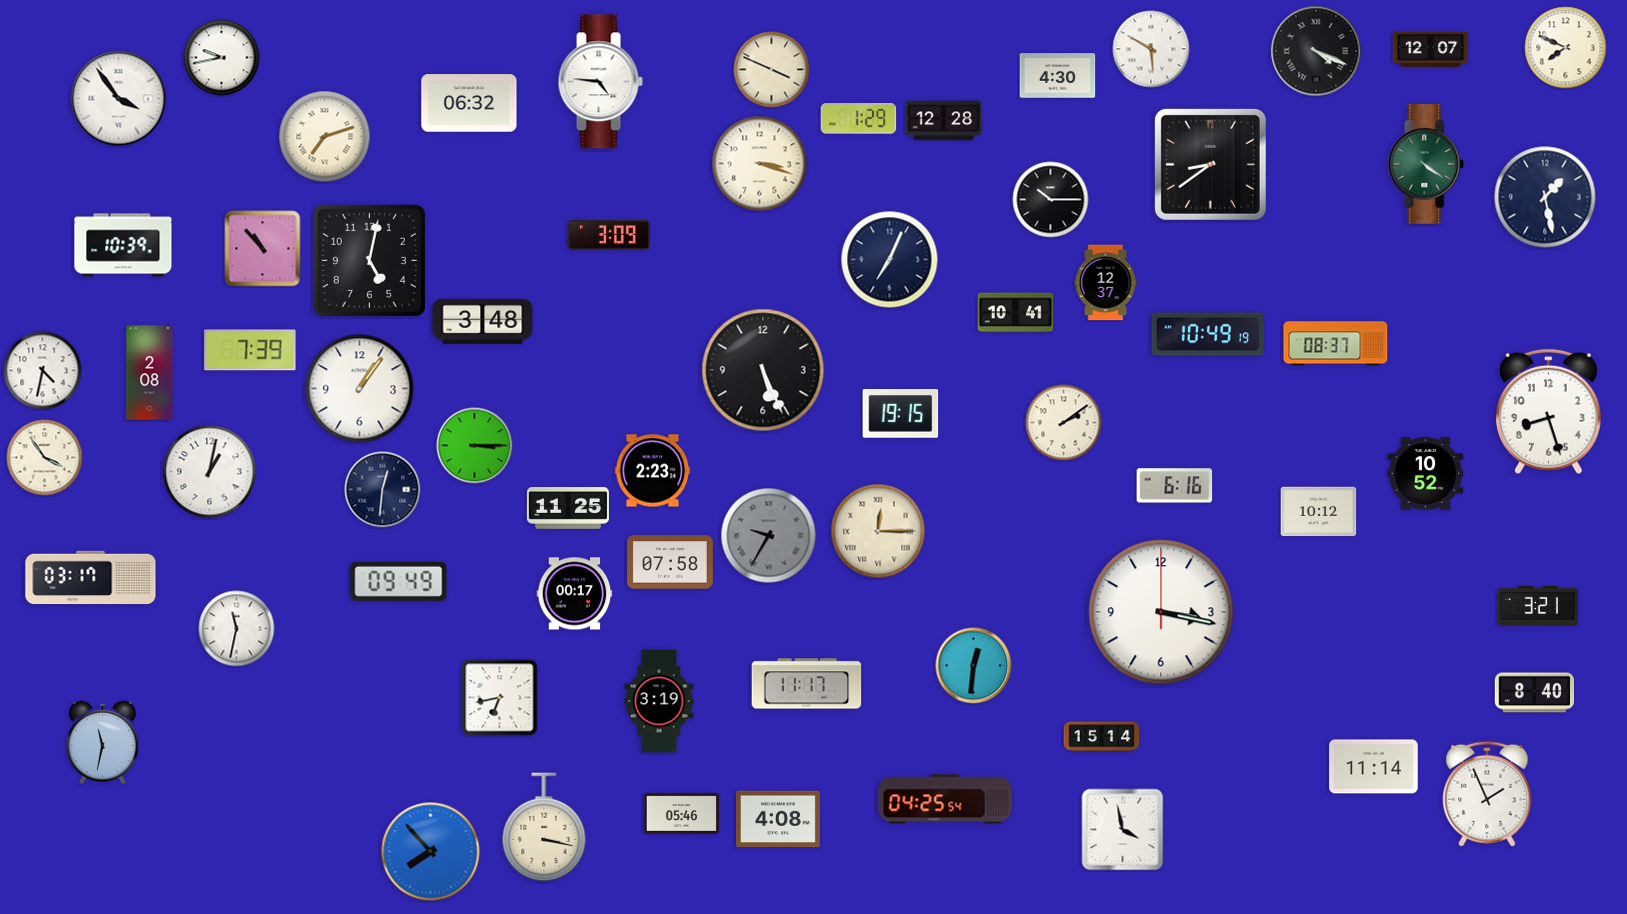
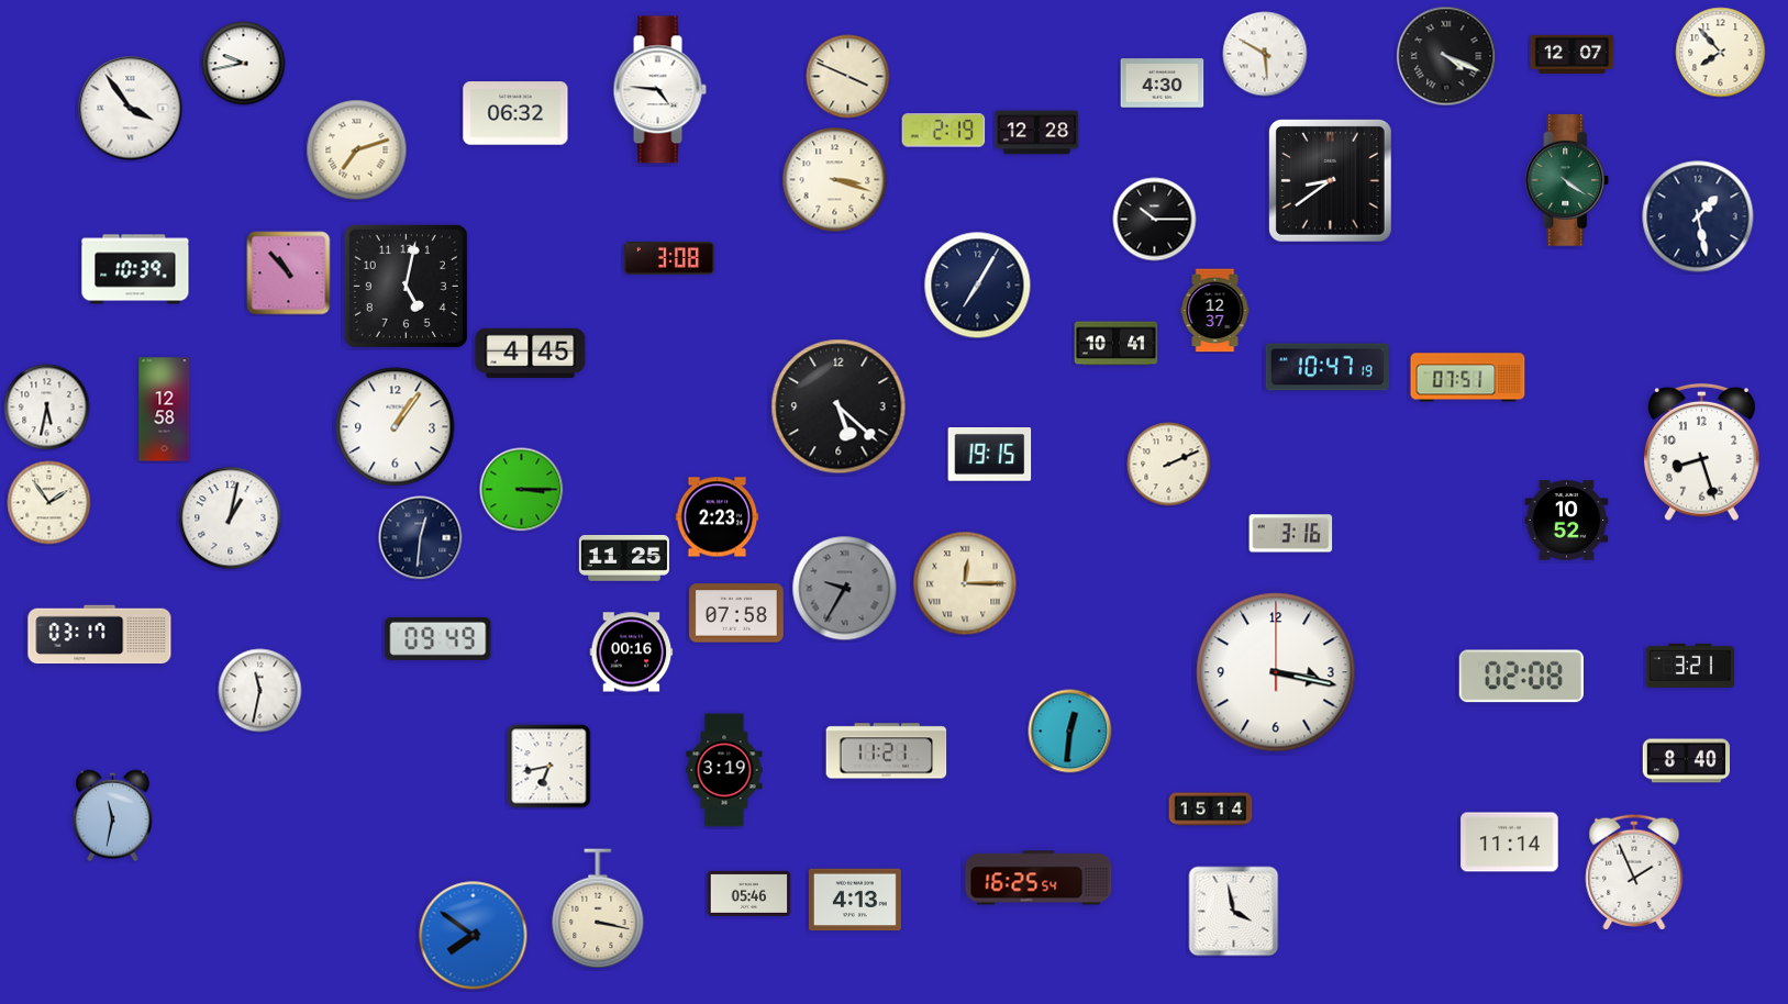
clock at (1566, 48): 7:49 -> 7:53
clock at (859, 119): 1:29 -> 2:19
clock at (609, 235): 3:09 -> 3:08
clock at (890, 260): 7:04 -> 7:05
clock at (483, 321): 3:48 -> 4:45
clock at (1207, 334): 10:49 -> 10:47
clock at (1336, 344): 08:37 -> 07:51
clock at (250, 350): 7:39 -> none
clock at (763, 370): 5:26 -> 5:22
clock at (43, 371): 4:32 -> 5:32
clock at (150, 373): 2:08 -> 12:58
clock at (1064, 423): 2:09 -> 2:11
clock at (45, 458): 3:54 -> 1:54
clock at (1175, 486): 6:16 -> 3:16
clock at (1319, 512): 10:12 -> none
clock at (671, 562) position: (671, 562) -> (737, 613)
clock at (575, 594): 00:17 -> 00:16
clock at (1521, 677): none -> 02:08
clock at (807, 684): 11:17 -> 11:21
clock at (945, 799): 04:25 -> 16:25
clock at (778, 819): 4:08 -> 4:13
clock at (431, 852): 7:53 -> 7:51
